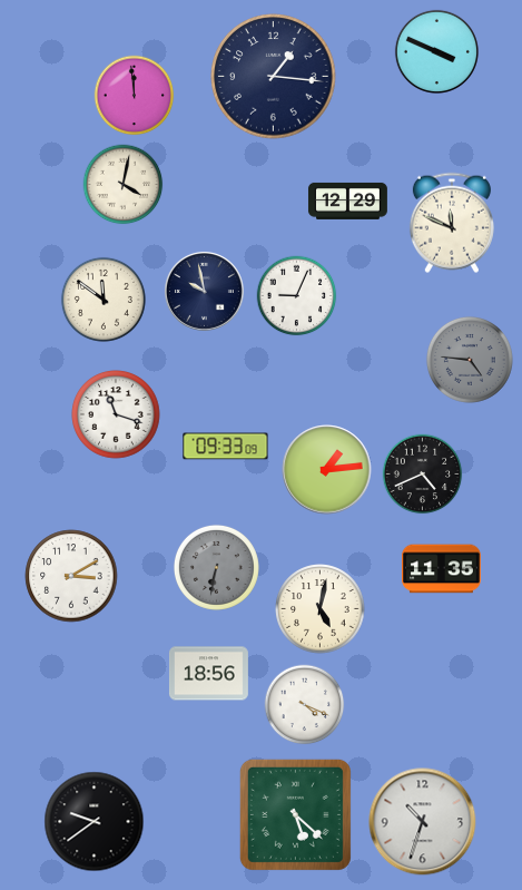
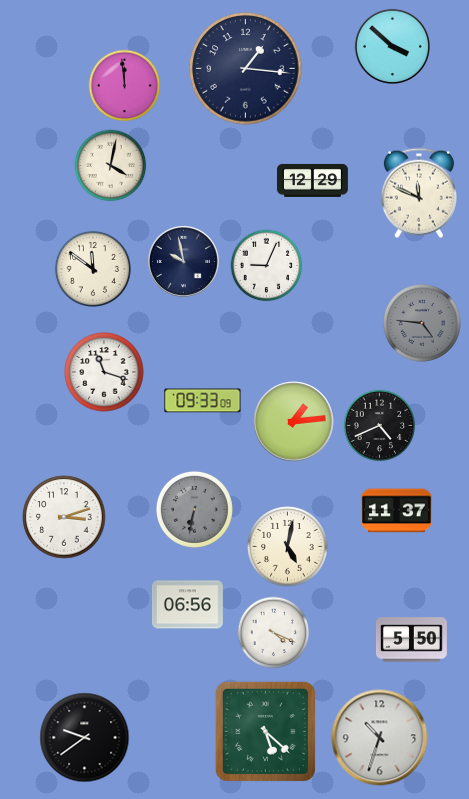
clock at (436, 51): 3:49 -> 3:52
clock at (135, 96) position: (135, 96) -> (125, 86)
clock at (452, 223) position: (452, 223) -> (419, 193)
clock at (441, 569): 11:35 -> 11:37
clock at (71, 576): 3:10 -> 3:12
clock at (208, 674): 18:56 -> 06:56
clock at (411, 640): none -> 5:50
